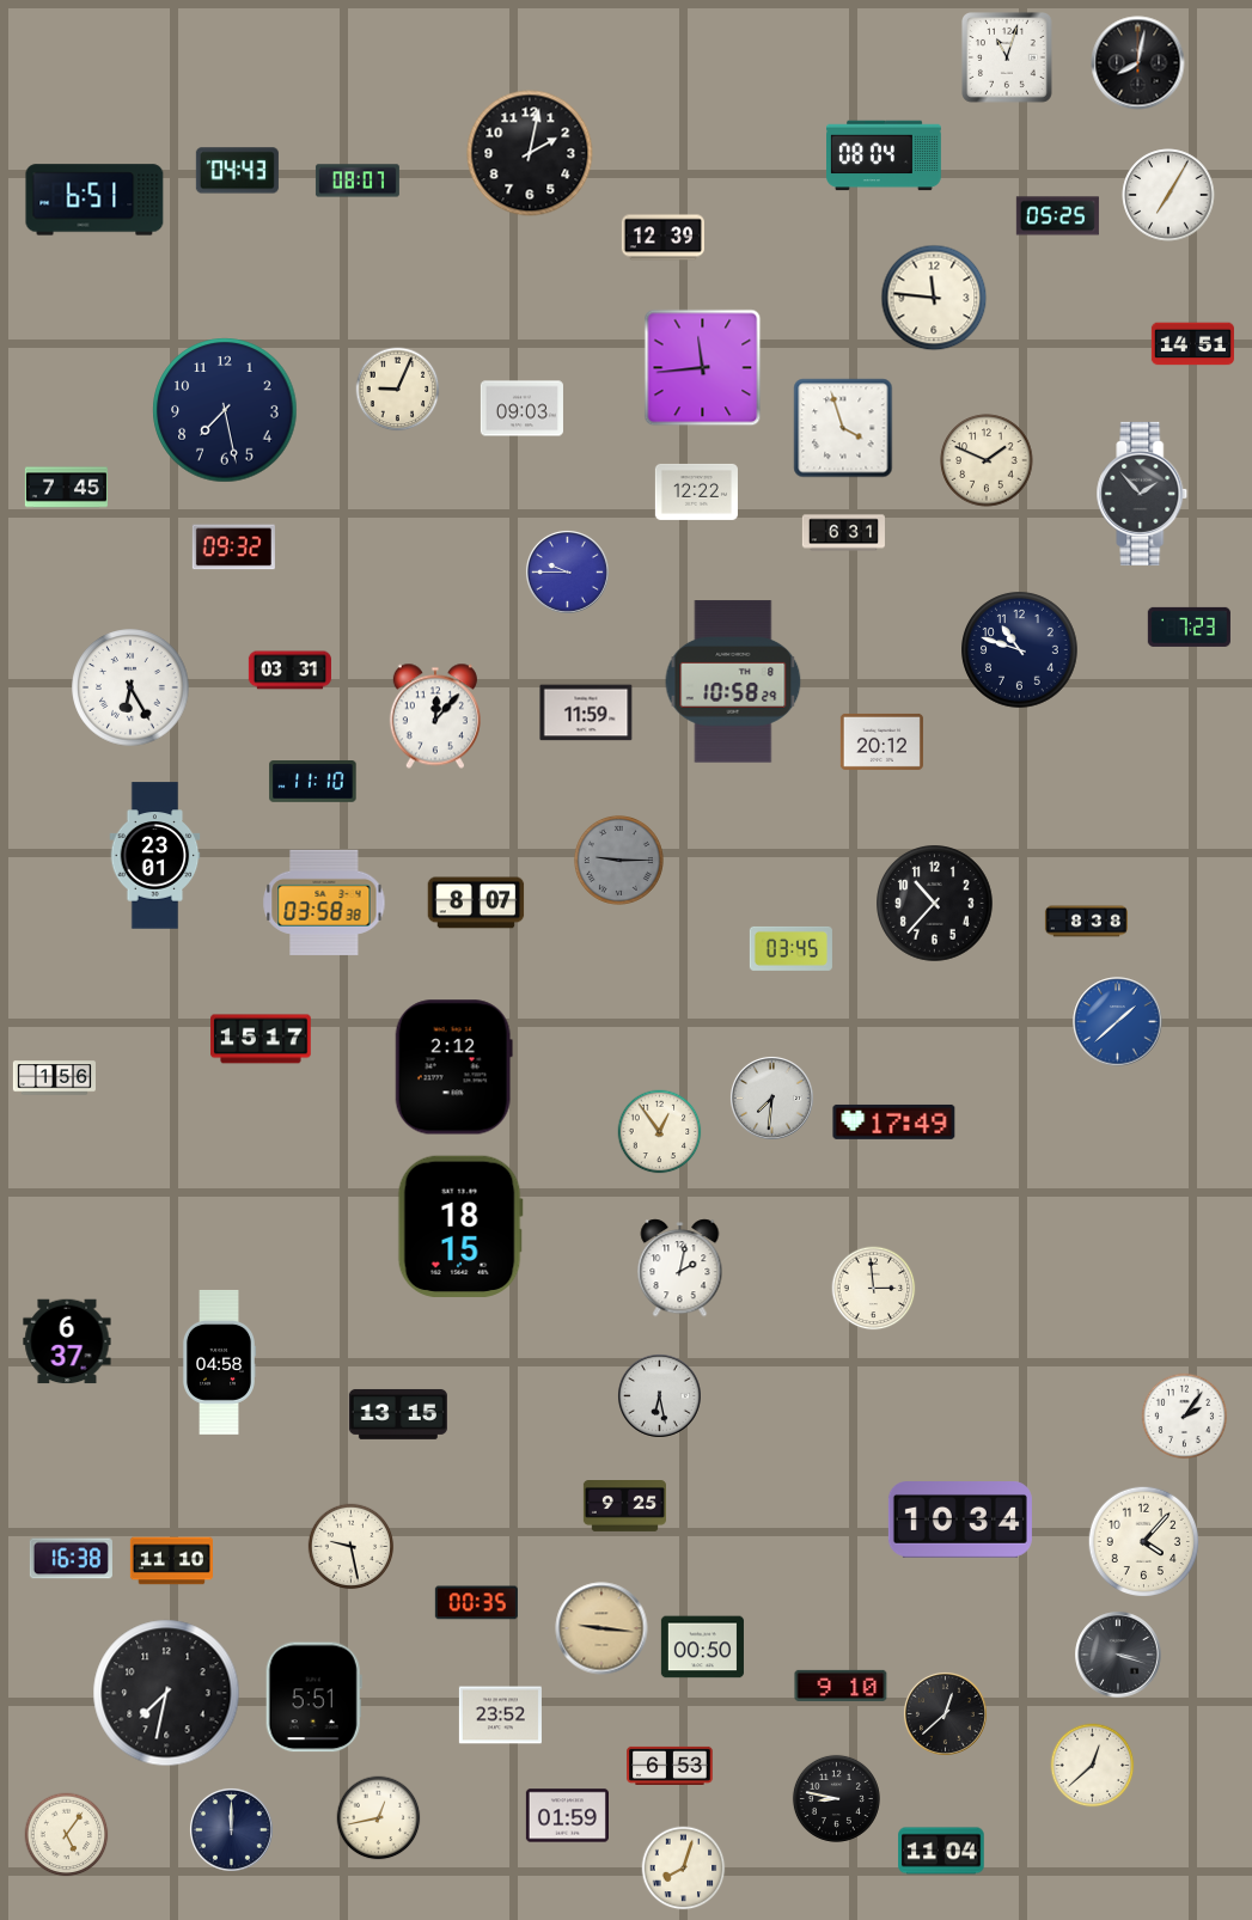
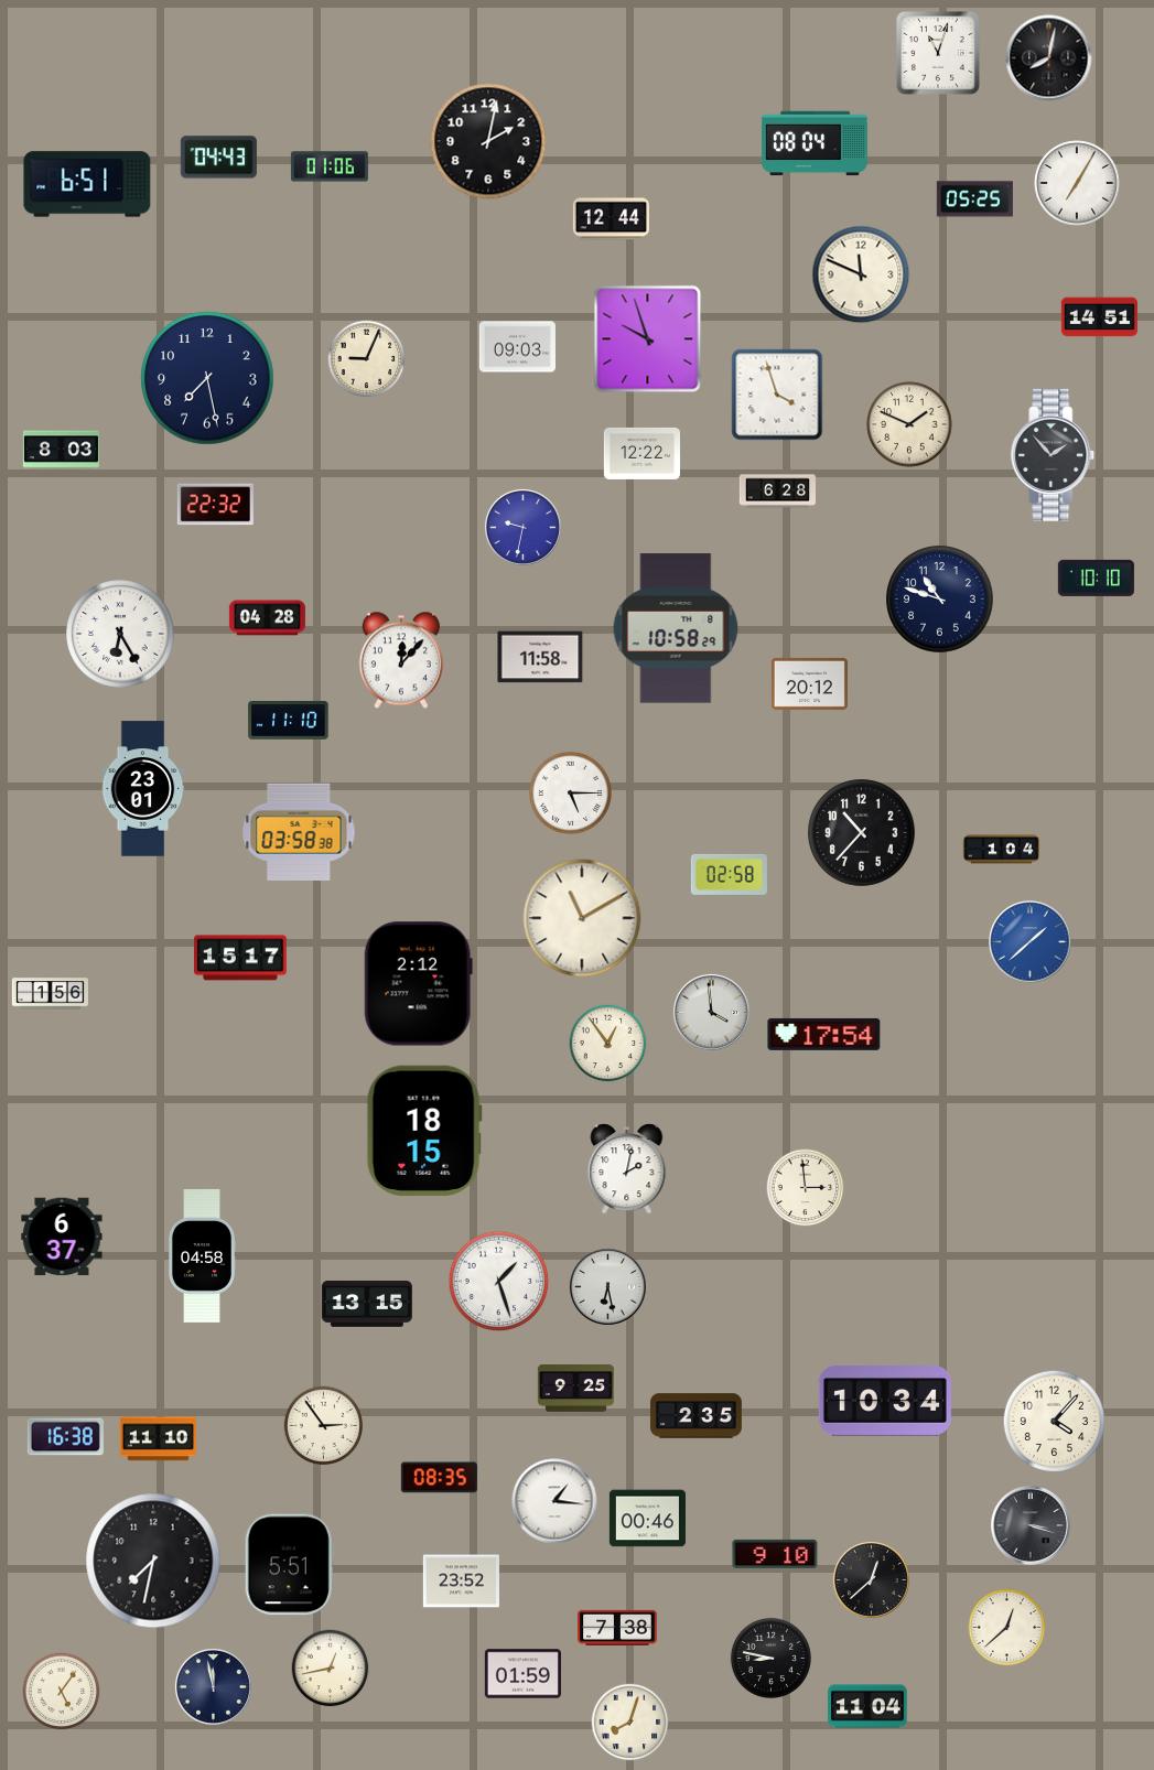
clock at (1008, 59) position: (1008, 59) -> (939, 54)
clock at (358, 181): 08:07 -> 01:06
clock at (1168, 195) position: (1168, 195) -> (1077, 183)
clock at (662, 238): 12:39 -> 12:44
clock at (934, 298): 11:46 -> 11:49
clock at (703, 368): 11:44 -> 9:57
clock at (521, 409) position: (521, 409) -> (517, 347)
clock at (66, 488): 7:45 -> 8:03
clock at (843, 533): 6:31 -> 6:28
clock at (233, 548): 09:32 -> 22:32
clock at (567, 571): 9:45 -> 9:32
clock at (1189, 626): 7:23 -> 10:10
clock at (289, 671): 03:31 -> 04:28
clock at (586, 713): 11:59 -> 11:58
clock at (881, 741) position: (881, 741) -> (809, 683)
clock at (618, 860): 9:15 -> 5:15
clock at (618, 860) dial: grey -> white
clock at (476, 903): 8:07 -> none
clock at (1086, 922): 8:38 -> 1:04
clock at (790, 948): 03:45 -> 02:58
clock at (582, 918): none -> 11:10
clock at (771, 1097): 7:31 -> 3:59
clock at (894, 1121): 17:49 -> 17:54
clock at (499, 1282): none -> 1:27
clock at (1185, 1417): 2:06 -> none
clock at (695, 1416): none -> 2:35
clock at (352, 1547): 9:28 -> 2:54
clock at (476, 1603): 00:35 -> 08:35
clock at (601, 1628): 9:16 -> 1:16
clock at (601, 1628) dial: champagne -> white
clock at (702, 1647): 00:50 -> 00:46
clock at (670, 1766): 6:53 -> 7:38
clock at (379, 1818) position: (379, 1818) -> (331, 1669)
clock at (231, 1829): 12:00 -> 11:58
